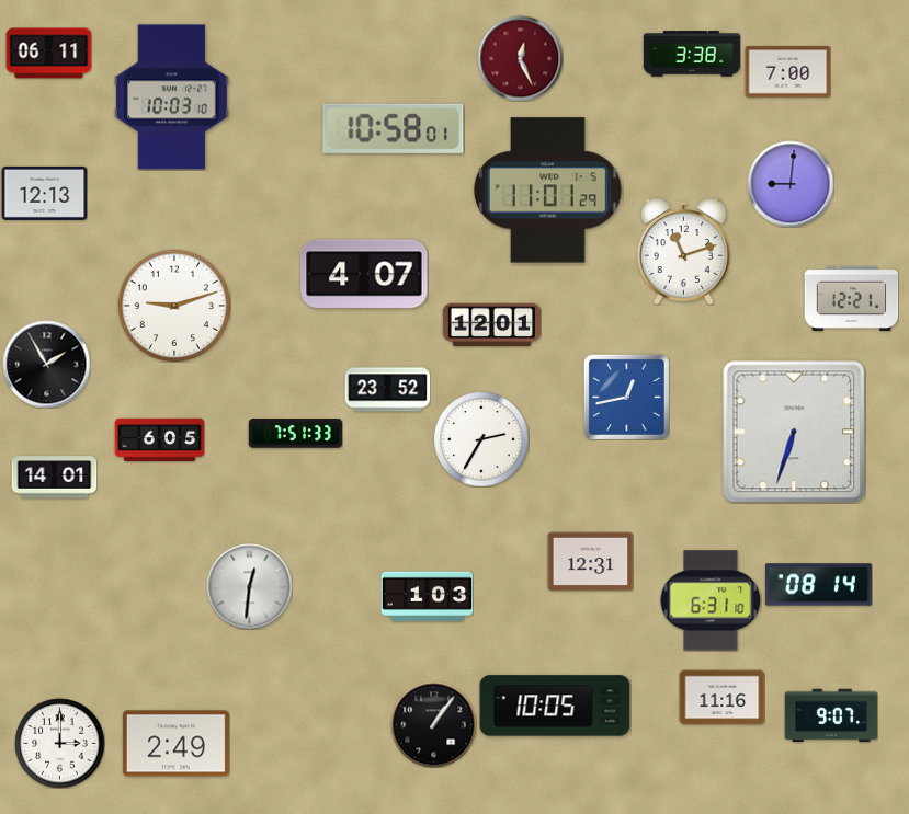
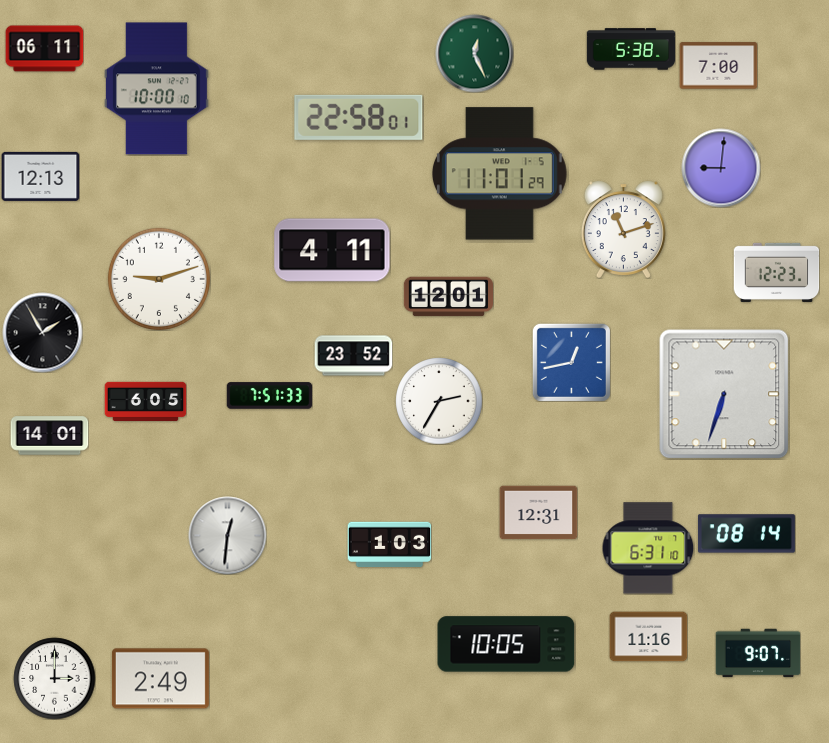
clock at (692, 54): 3:38 -> 5:38
clock at (520, 58) dial: burgundy -> green
clock at (171, 98): 10:03 -> 10:00
clock at (394, 128): 10:58 -> 22:58
clock at (364, 274): 4:07 -> 4:11
clock at (851, 298): 12:21 -> 12:23
clock at (721, 698) position: (721, 698) -> (648, 637)
clock at (433, 724): 1:06 -> none
